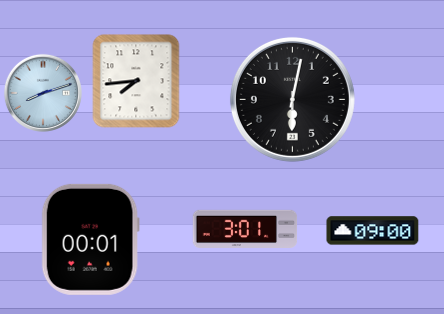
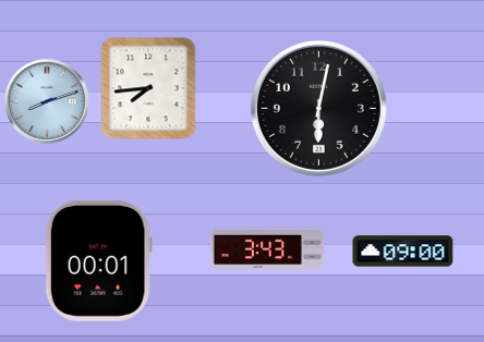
clock at (245, 229): 3:01 -> 3:43
clock at (373, 231) position: (373, 231) -> (403, 252)
